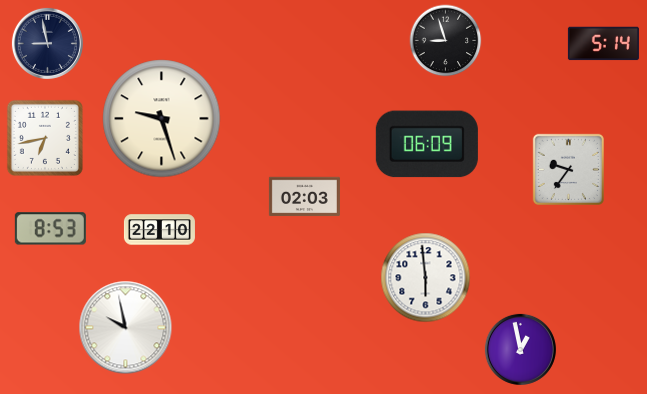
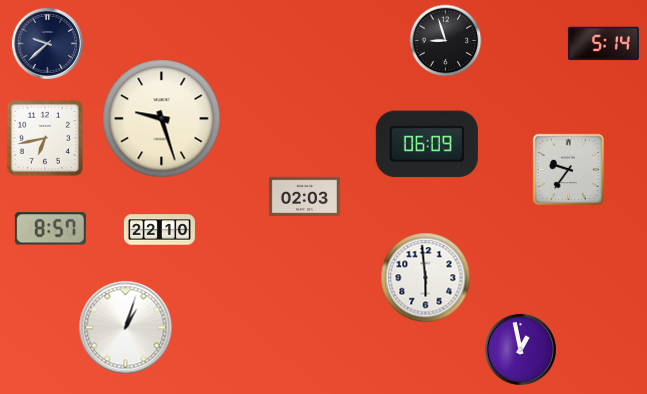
clock at (47, 43): 8:58 -> 9:38
clock at (50, 229): 8:53 -> 8:57
clock at (126, 328): 9:58 -> 1:03
